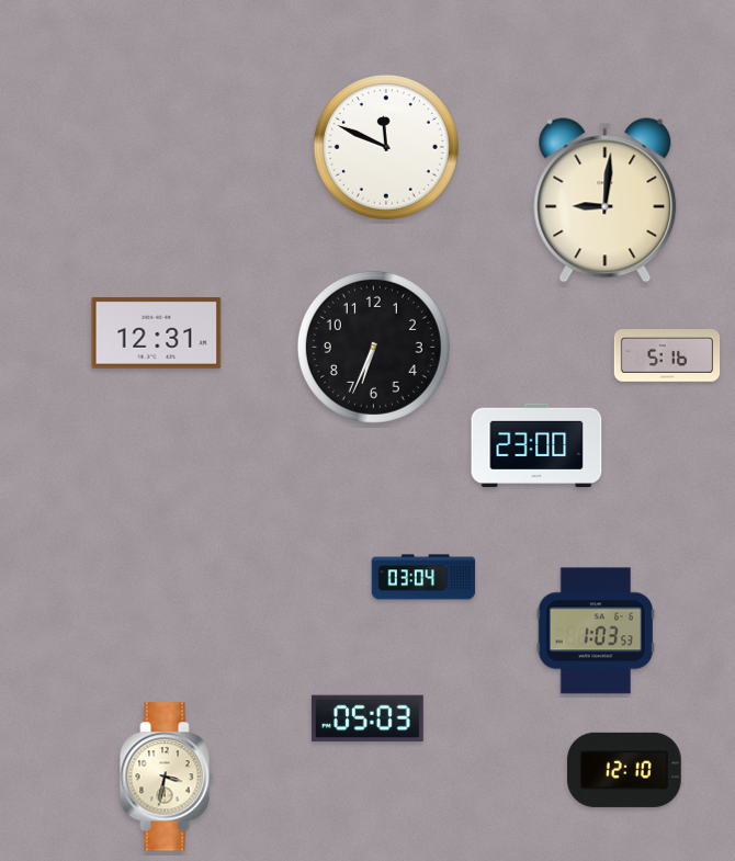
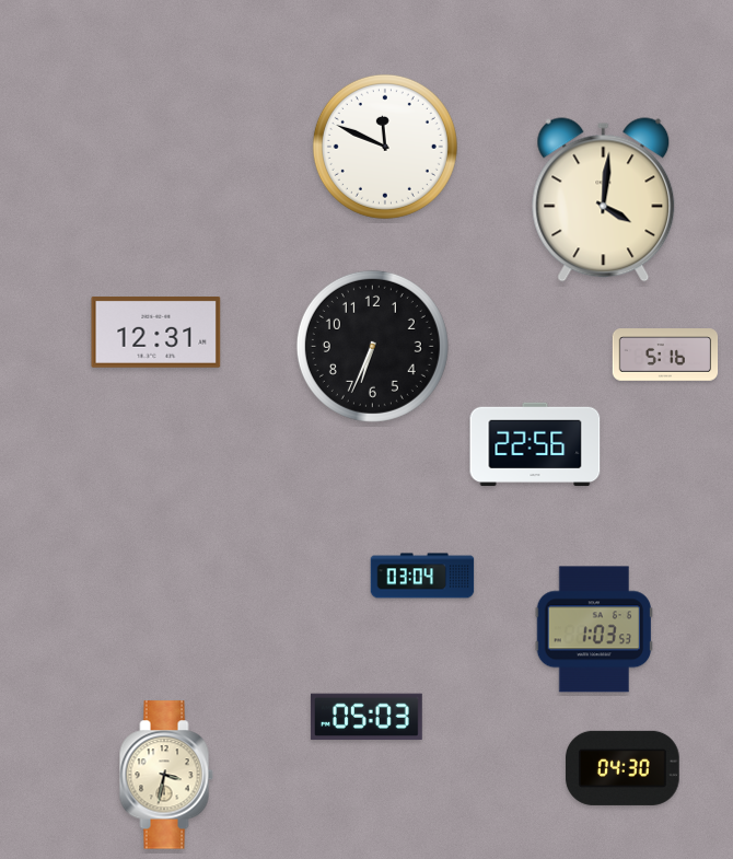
clock at (606, 201): 9:01 -> 4:01
clock at (536, 445): 23:00 -> 22:56
clock at (624, 770): 12:10 -> 04:30
